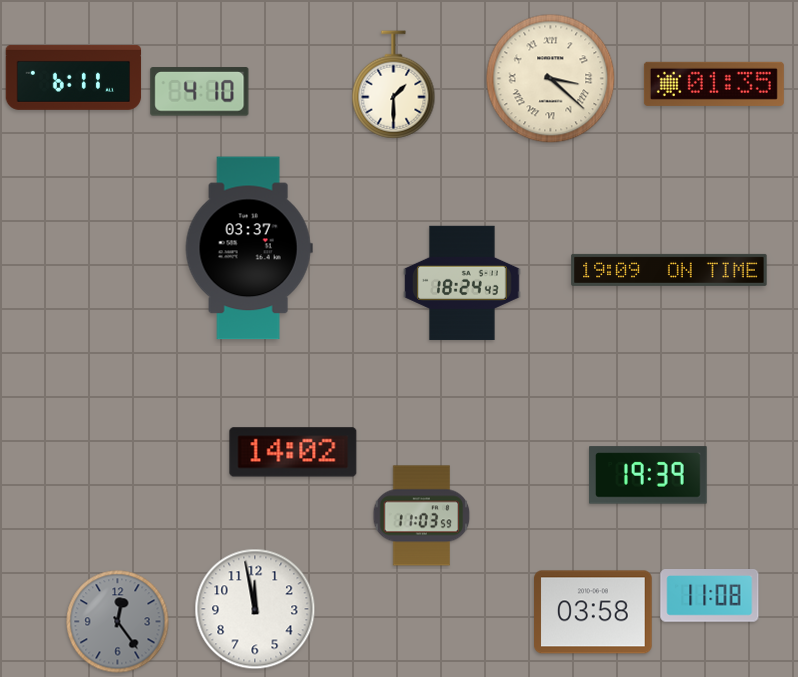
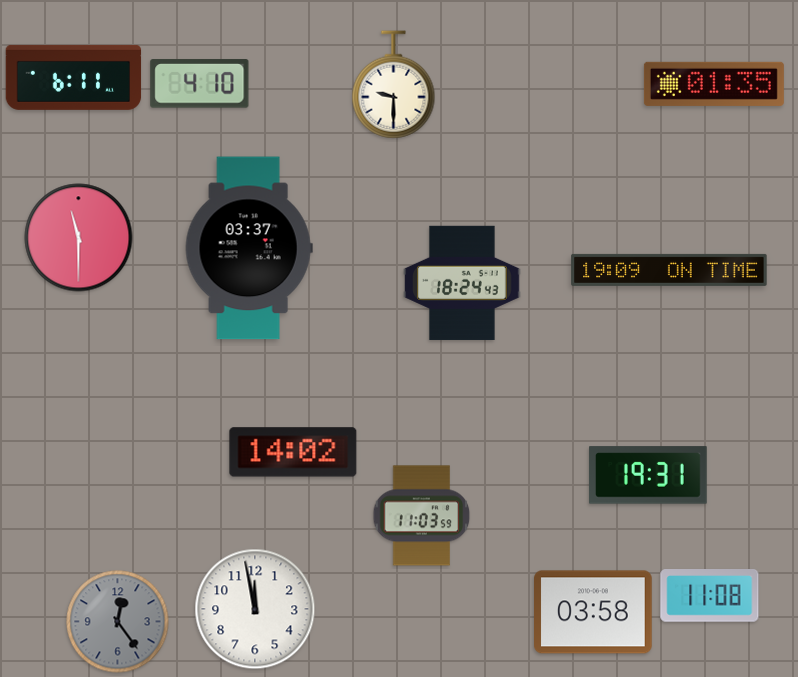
clock at (551, 79): 3:22 -> none
clock at (394, 85): 1:30 -> 9:30
clock at (200, 92) position: (200, 92) -> (200, 84)
clock at (79, 238): none -> 11:30
clock at (648, 475): 19:39 -> 19:31
